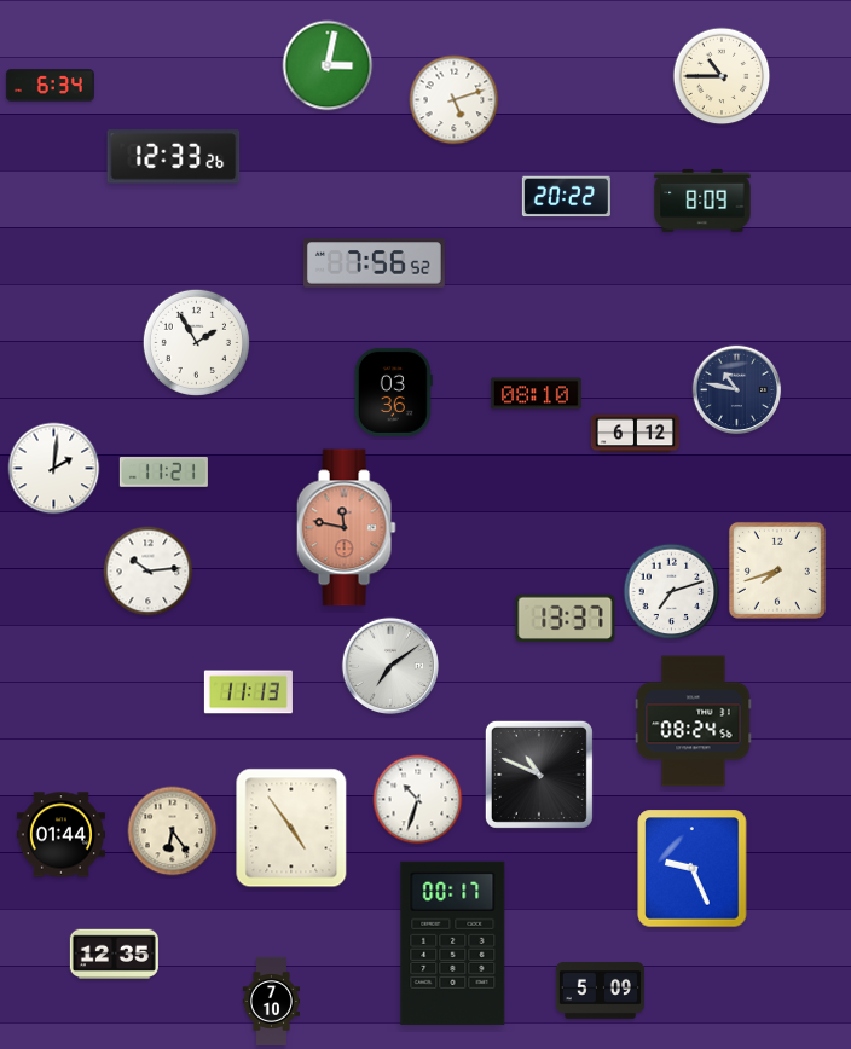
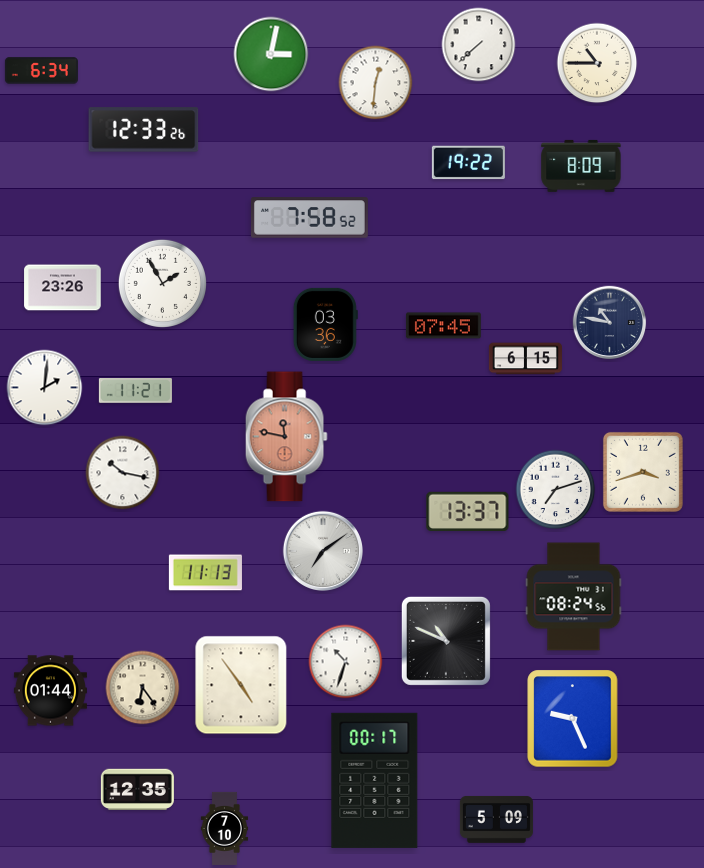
clock at (479, 45): none -> 7:38
clock at (455, 100): 5:12 -> 12:31
clock at (566, 197): 20:22 -> 19:22
clock at (374, 263): 7:56 -> 7:58
clock at (63, 288): none -> 23:26
clock at (536, 394): 08:10 -> 07:45
clock at (635, 434): 6:12 -> 6:15
clock at (777, 570): 7:42 -> 3:42
clock at (149, 572): 10:14 -> 10:17
clock at (114, 954) position: (114, 954) -> (137, 789)
